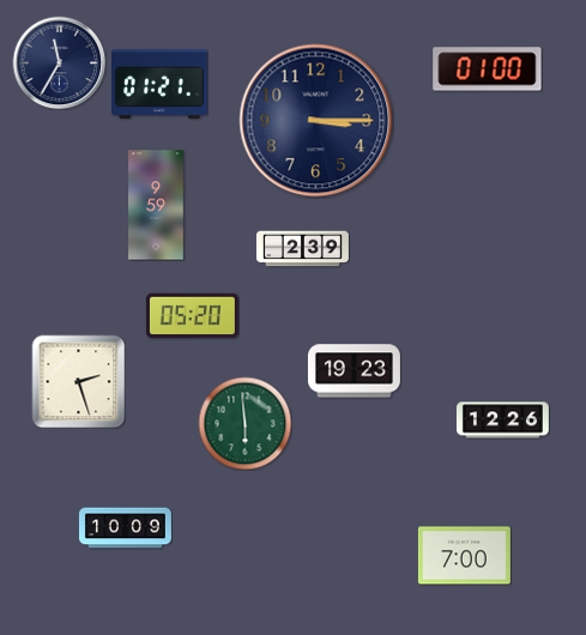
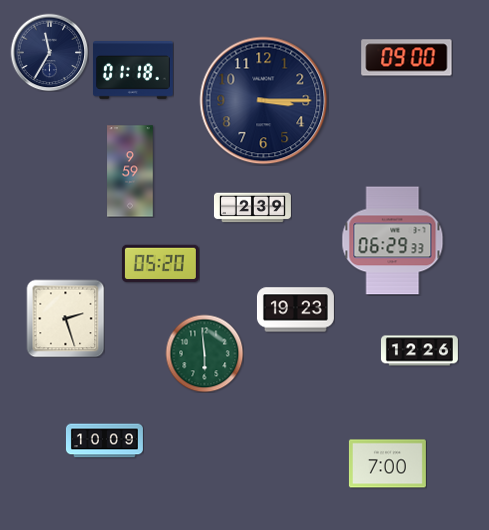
clock at (488, 69): 01:00 -> 09:00
clock at (161, 85): 01:21 -> 01:18
clock at (393, 241): none -> 06:29
